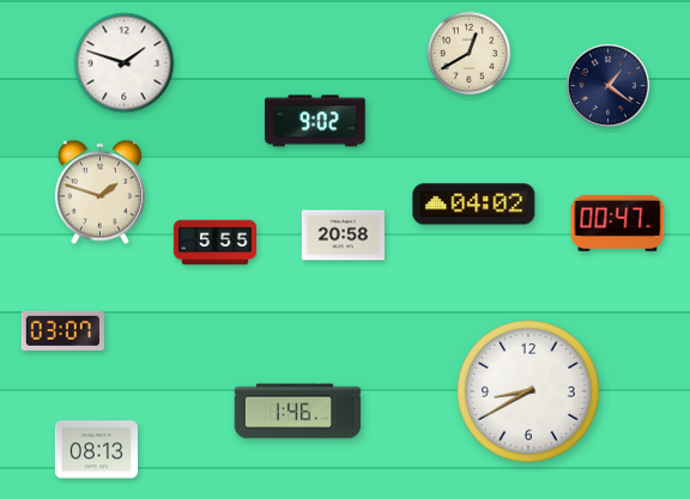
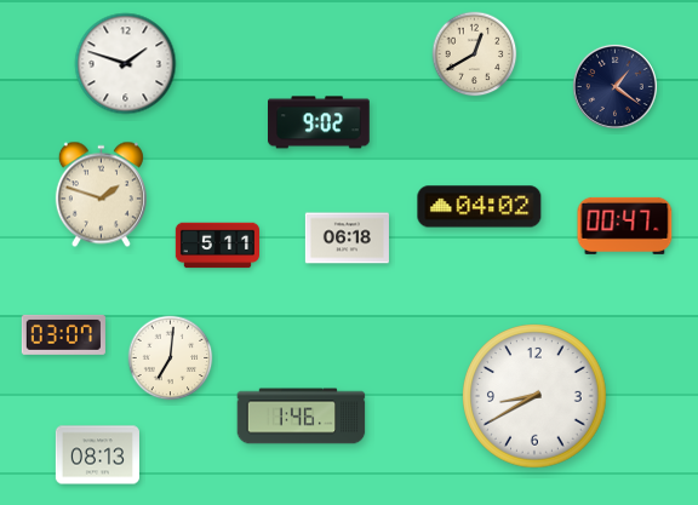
clock at (343, 236): 20:58 -> 06:18
clock at (214, 243): 5:55 -> 5:11
clock at (171, 358): none -> 7:01
